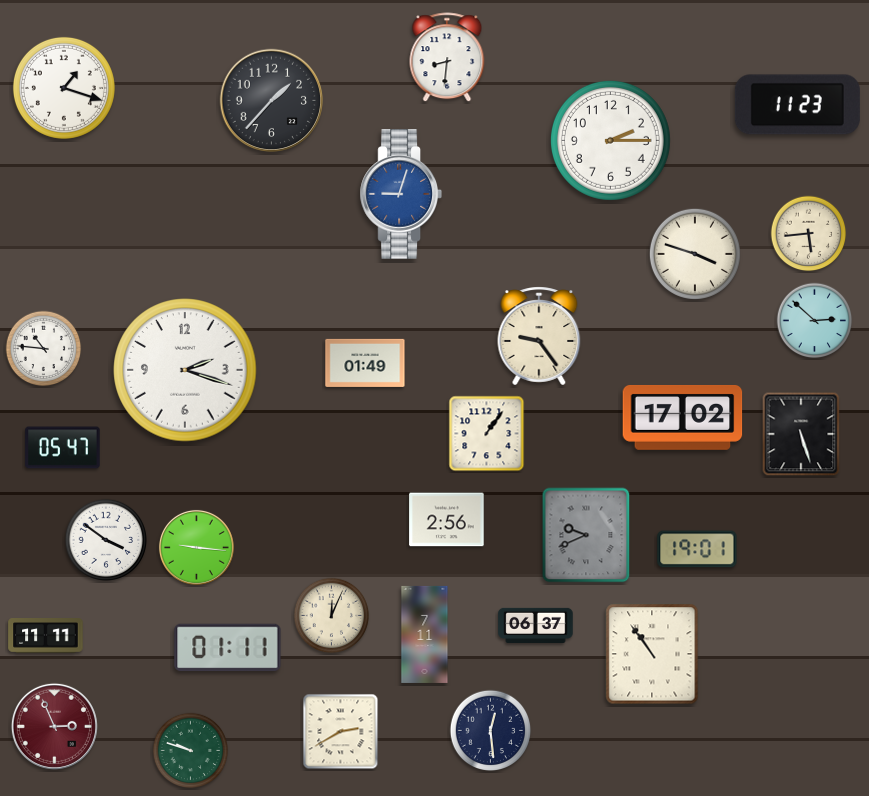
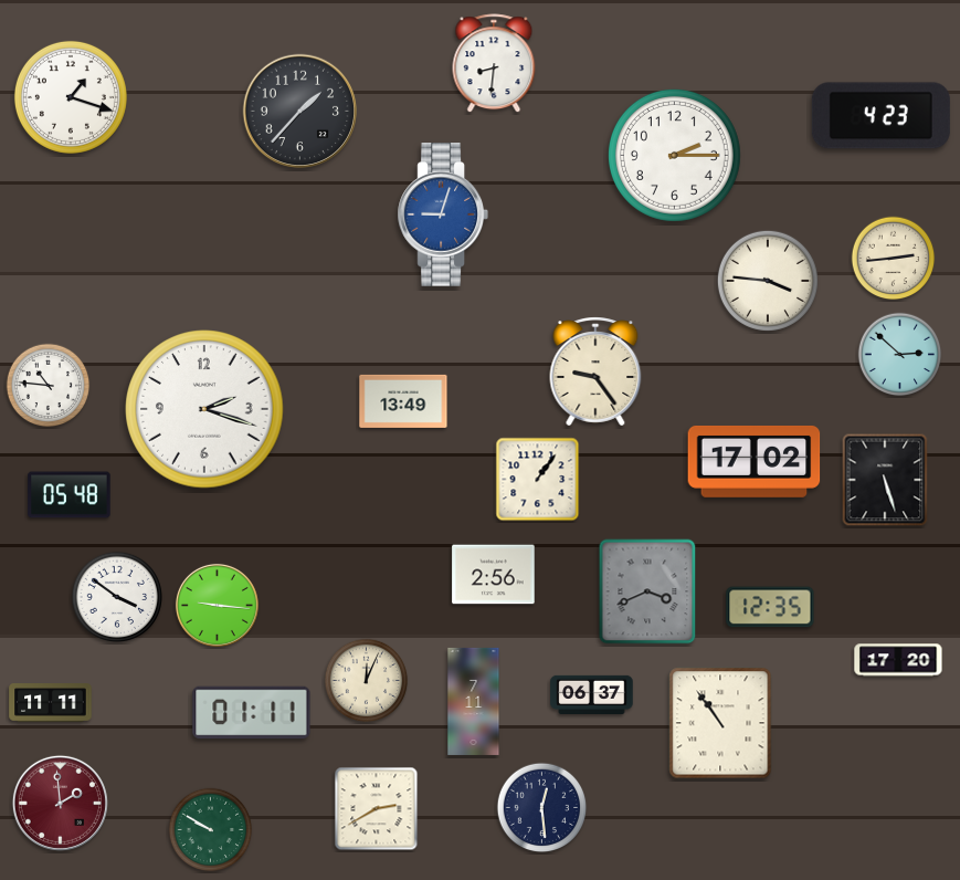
clock at (797, 105): 11:23 -> 4:23
clock at (809, 234): 5:44 -> 2:44
clock at (695, 254): 3:48 -> 3:46
clock at (365, 363): 01:49 -> 13:49
clock at (63, 448): 05:47 -> 05:48
clock at (586, 535): 9:41 -> 3:41
clock at (697, 549): 19:01 -> 12:35
clock at (898, 660): none -> 17:20
clock at (536, 625) position: (536, 625) -> (592, 694)
clock at (425, 634) position: (425, 634) -> (474, 701)
clock at (228, 648) position: (228, 648) -> (252, 713)
clock at (54, 726): 2:56 -> 1:59
clock at (191, 751): 9:48 -> 9:50
